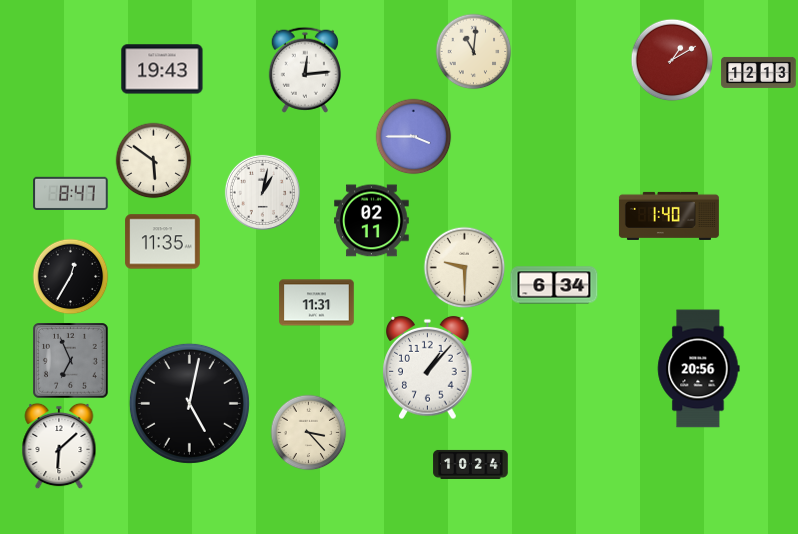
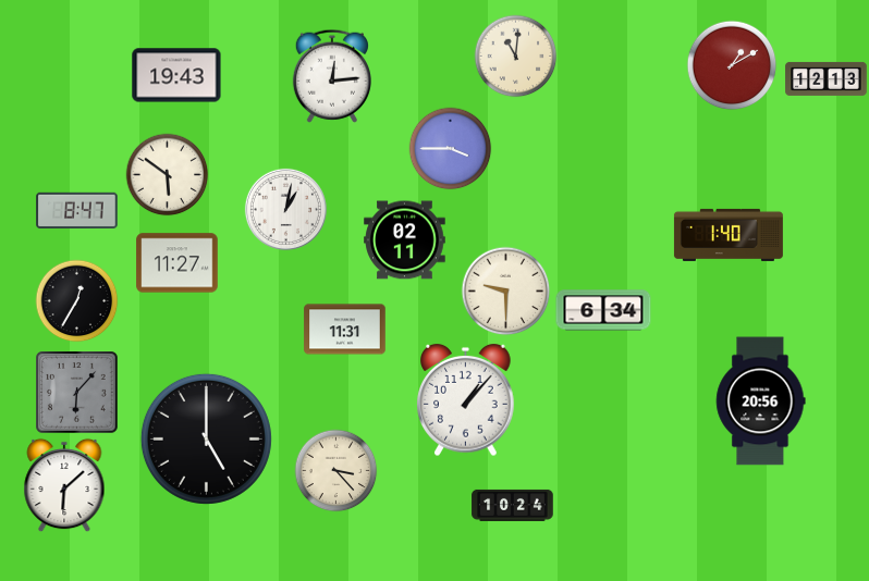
clock at (163, 242): 11:35 -> 11:27
clock at (71, 361): 6:56 -> 6:07
clock at (189, 403): 5:02 -> 5:00
